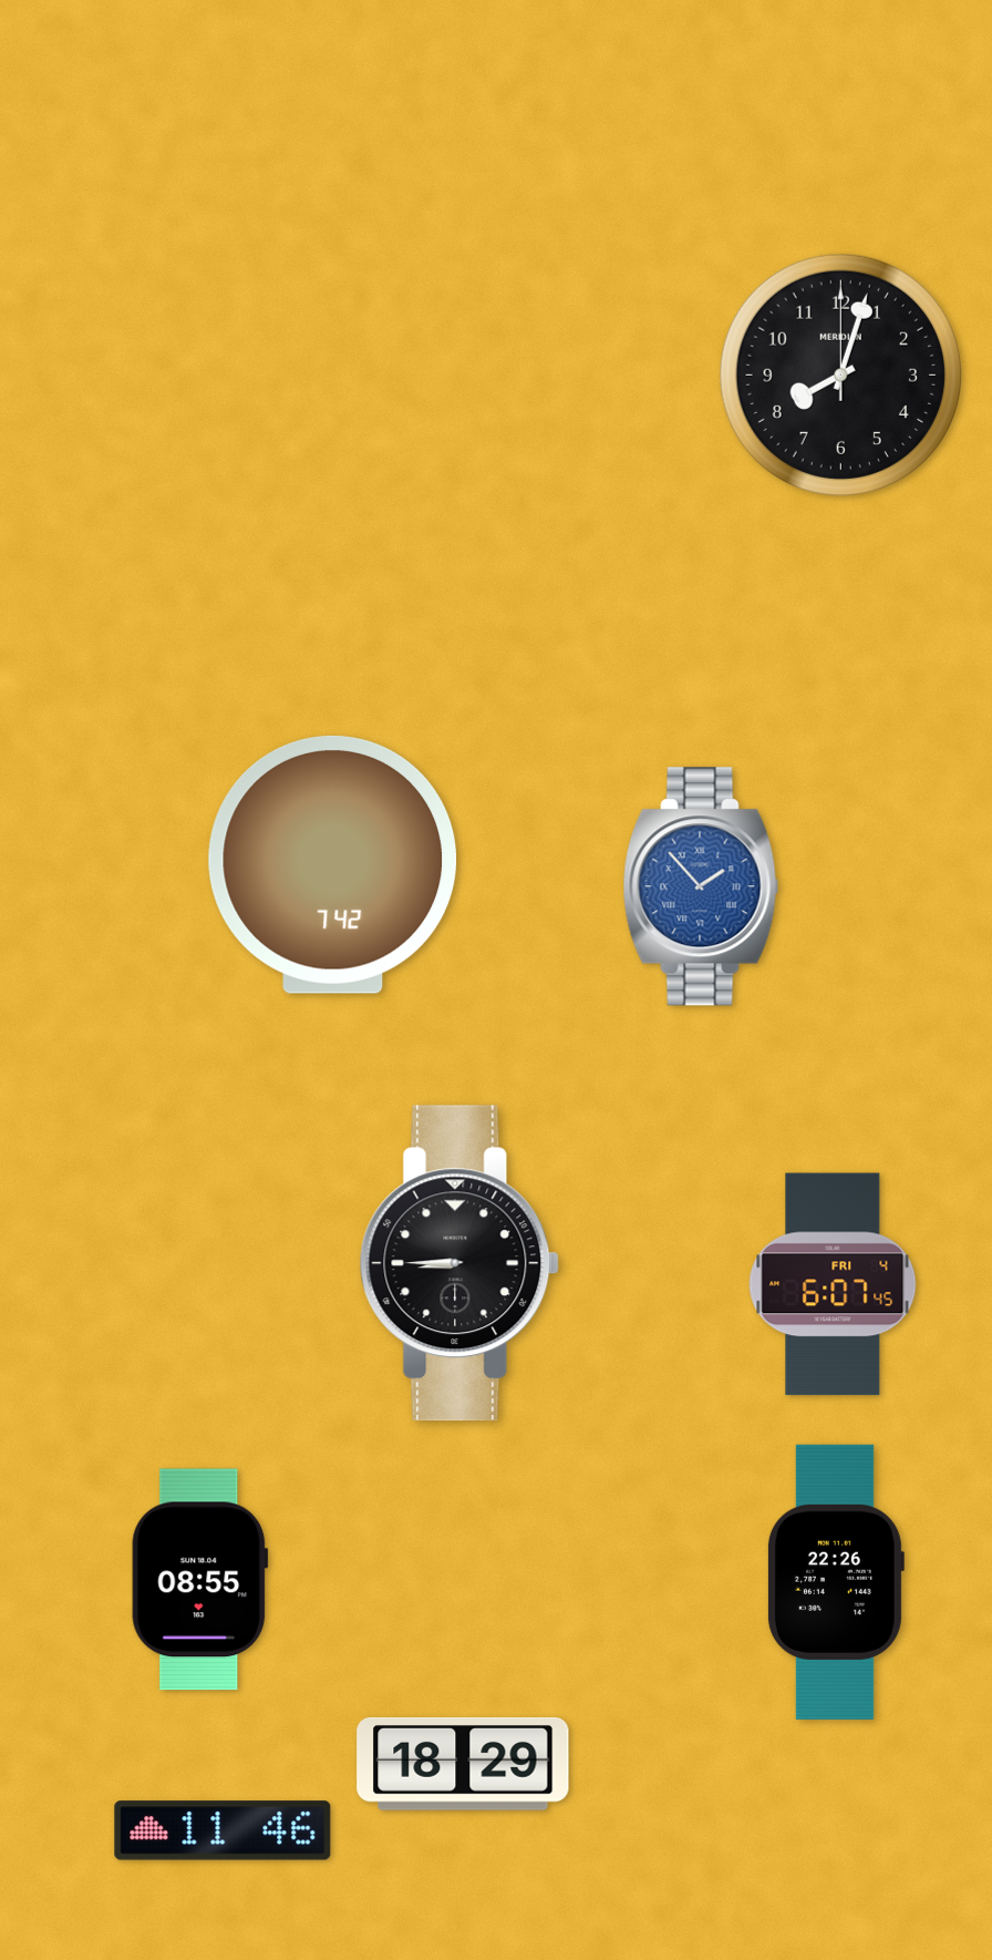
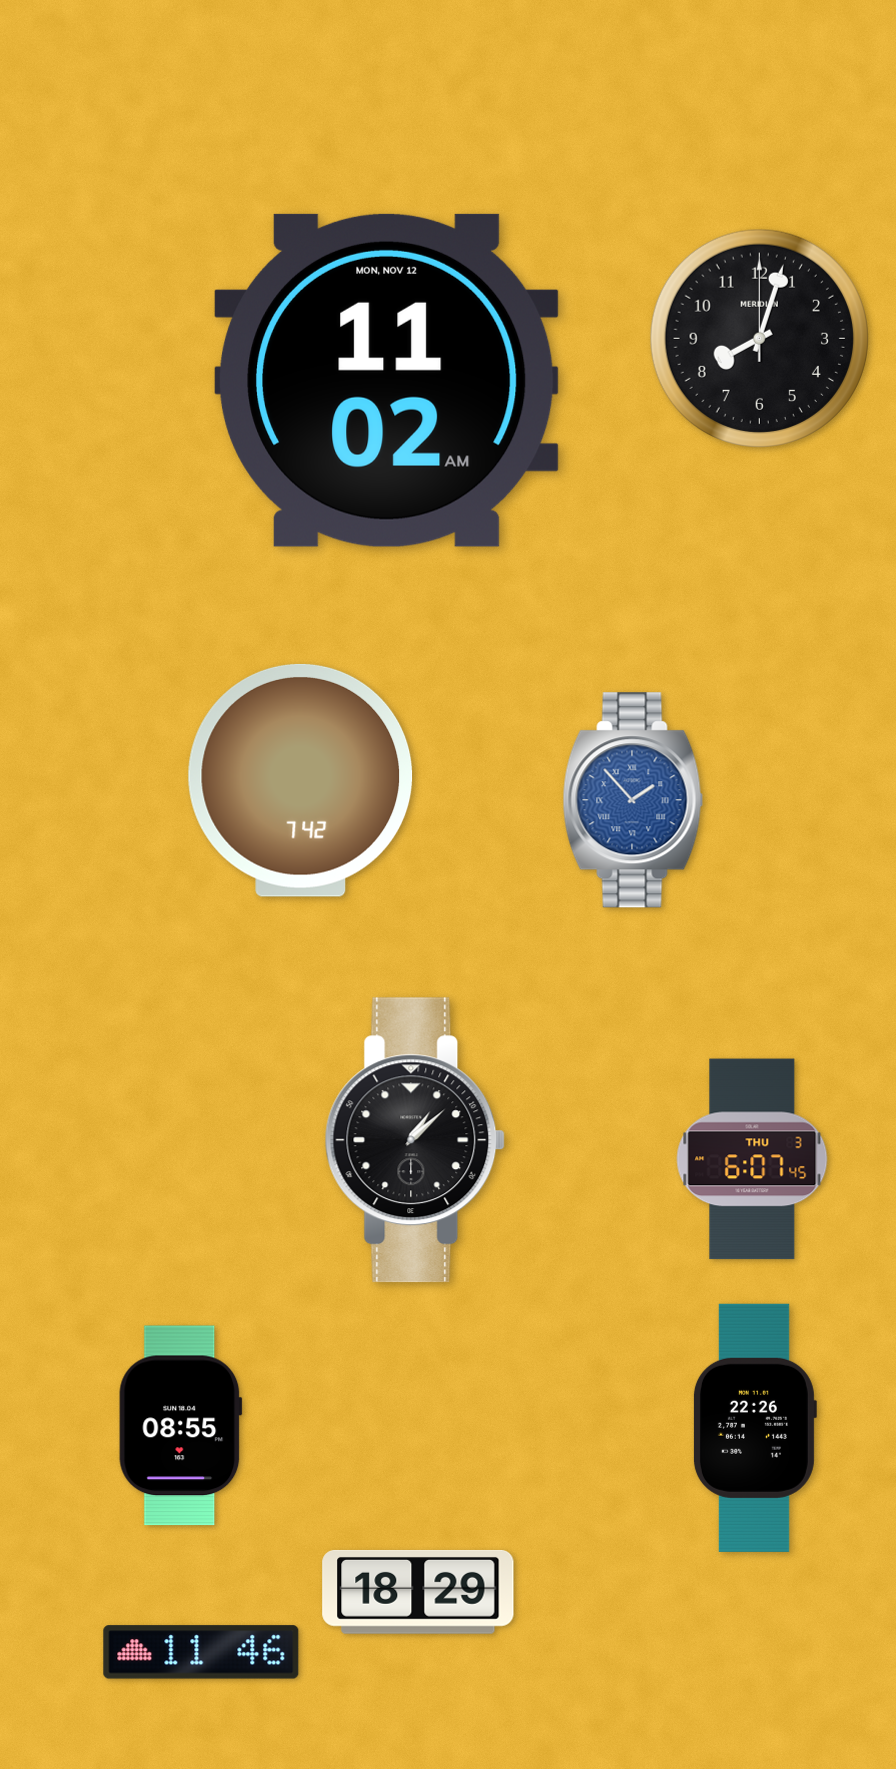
clock at (387, 380): none -> 11:02
clock at (459, 1263): 8:45 -> 1:08
clock at (833, 1284) date: FRI 4 -> THU 3
